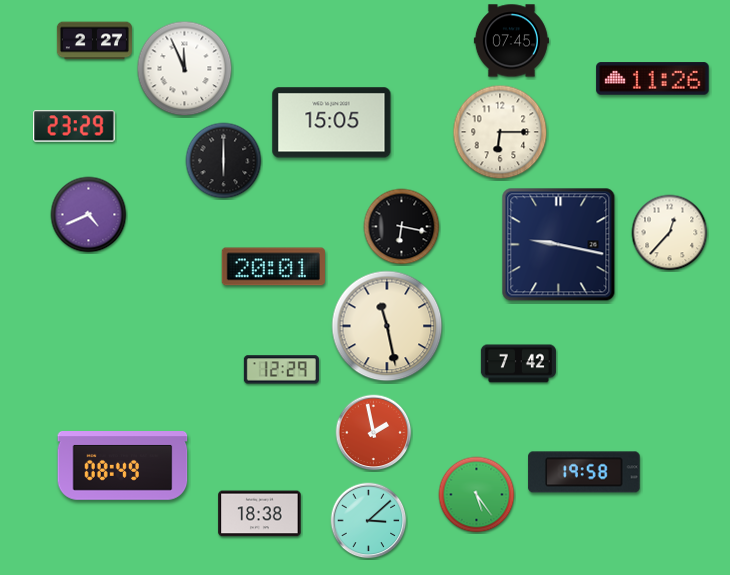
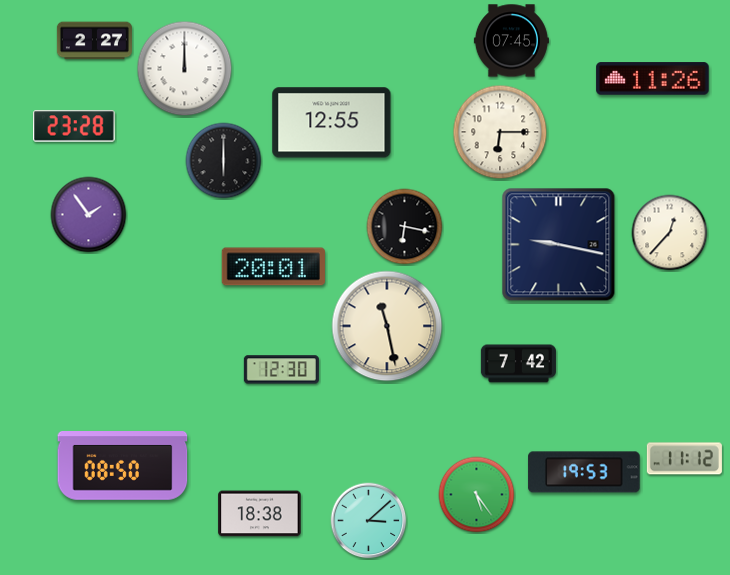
clock at (185, 69): 11:56 -> 12:00
clock at (332, 123): 15:05 -> 12:55
clock at (74, 126): 23:29 -> 23:28
clock at (89, 215): 4:41 -> 1:54
clock at (402, 227) position: (402, 227) -> (405, 227)
clock at (281, 370): 12:29 -> 12:30
clock at (374, 433): 1:58 -> none
clock at (684, 459): none -> 11:12
clock at (123, 466): 08:49 -> 08:50
clock at (584, 472): 19:58 -> 19:53
